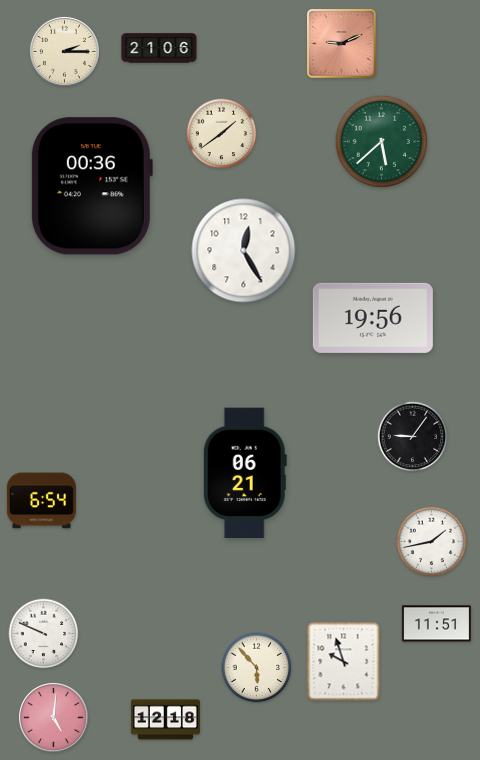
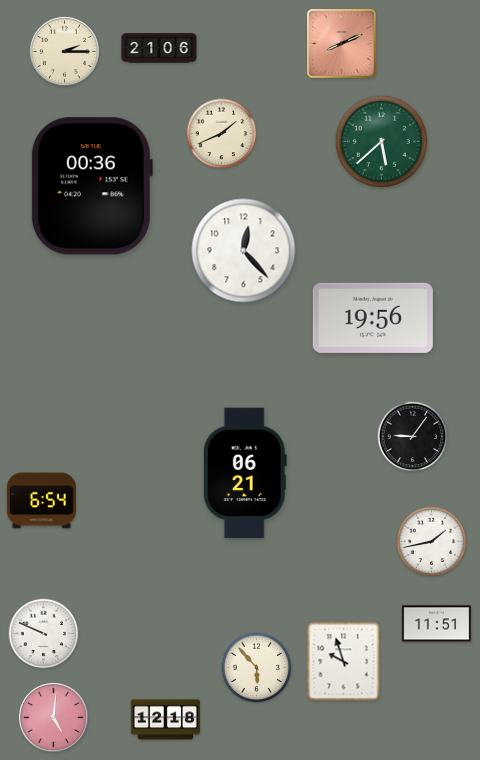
clock at (342, 44): 9:11 -> 8:11
clock at (222, 134): 1:39 -> 1:41
clock at (244, 251): 12:25 -> 12:23
